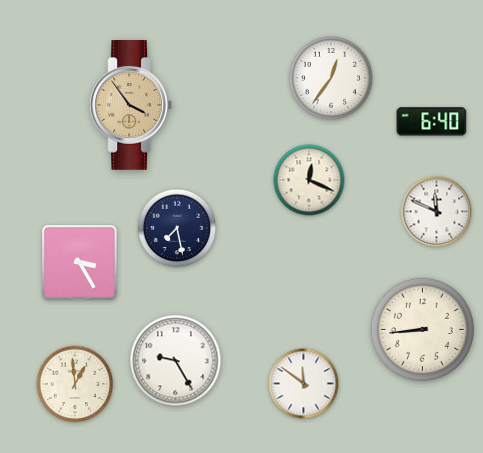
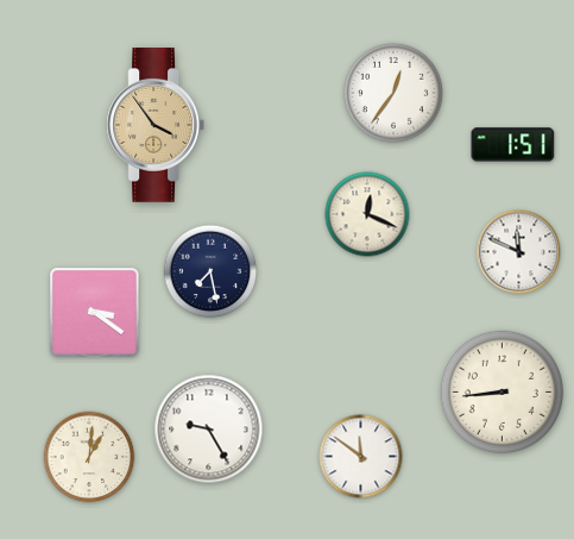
clock at (432, 122): 6:40 -> 1:51
clock at (80, 263): 3:25 -> 3:21
clock at (75, 384): 12:59 -> 1:01
